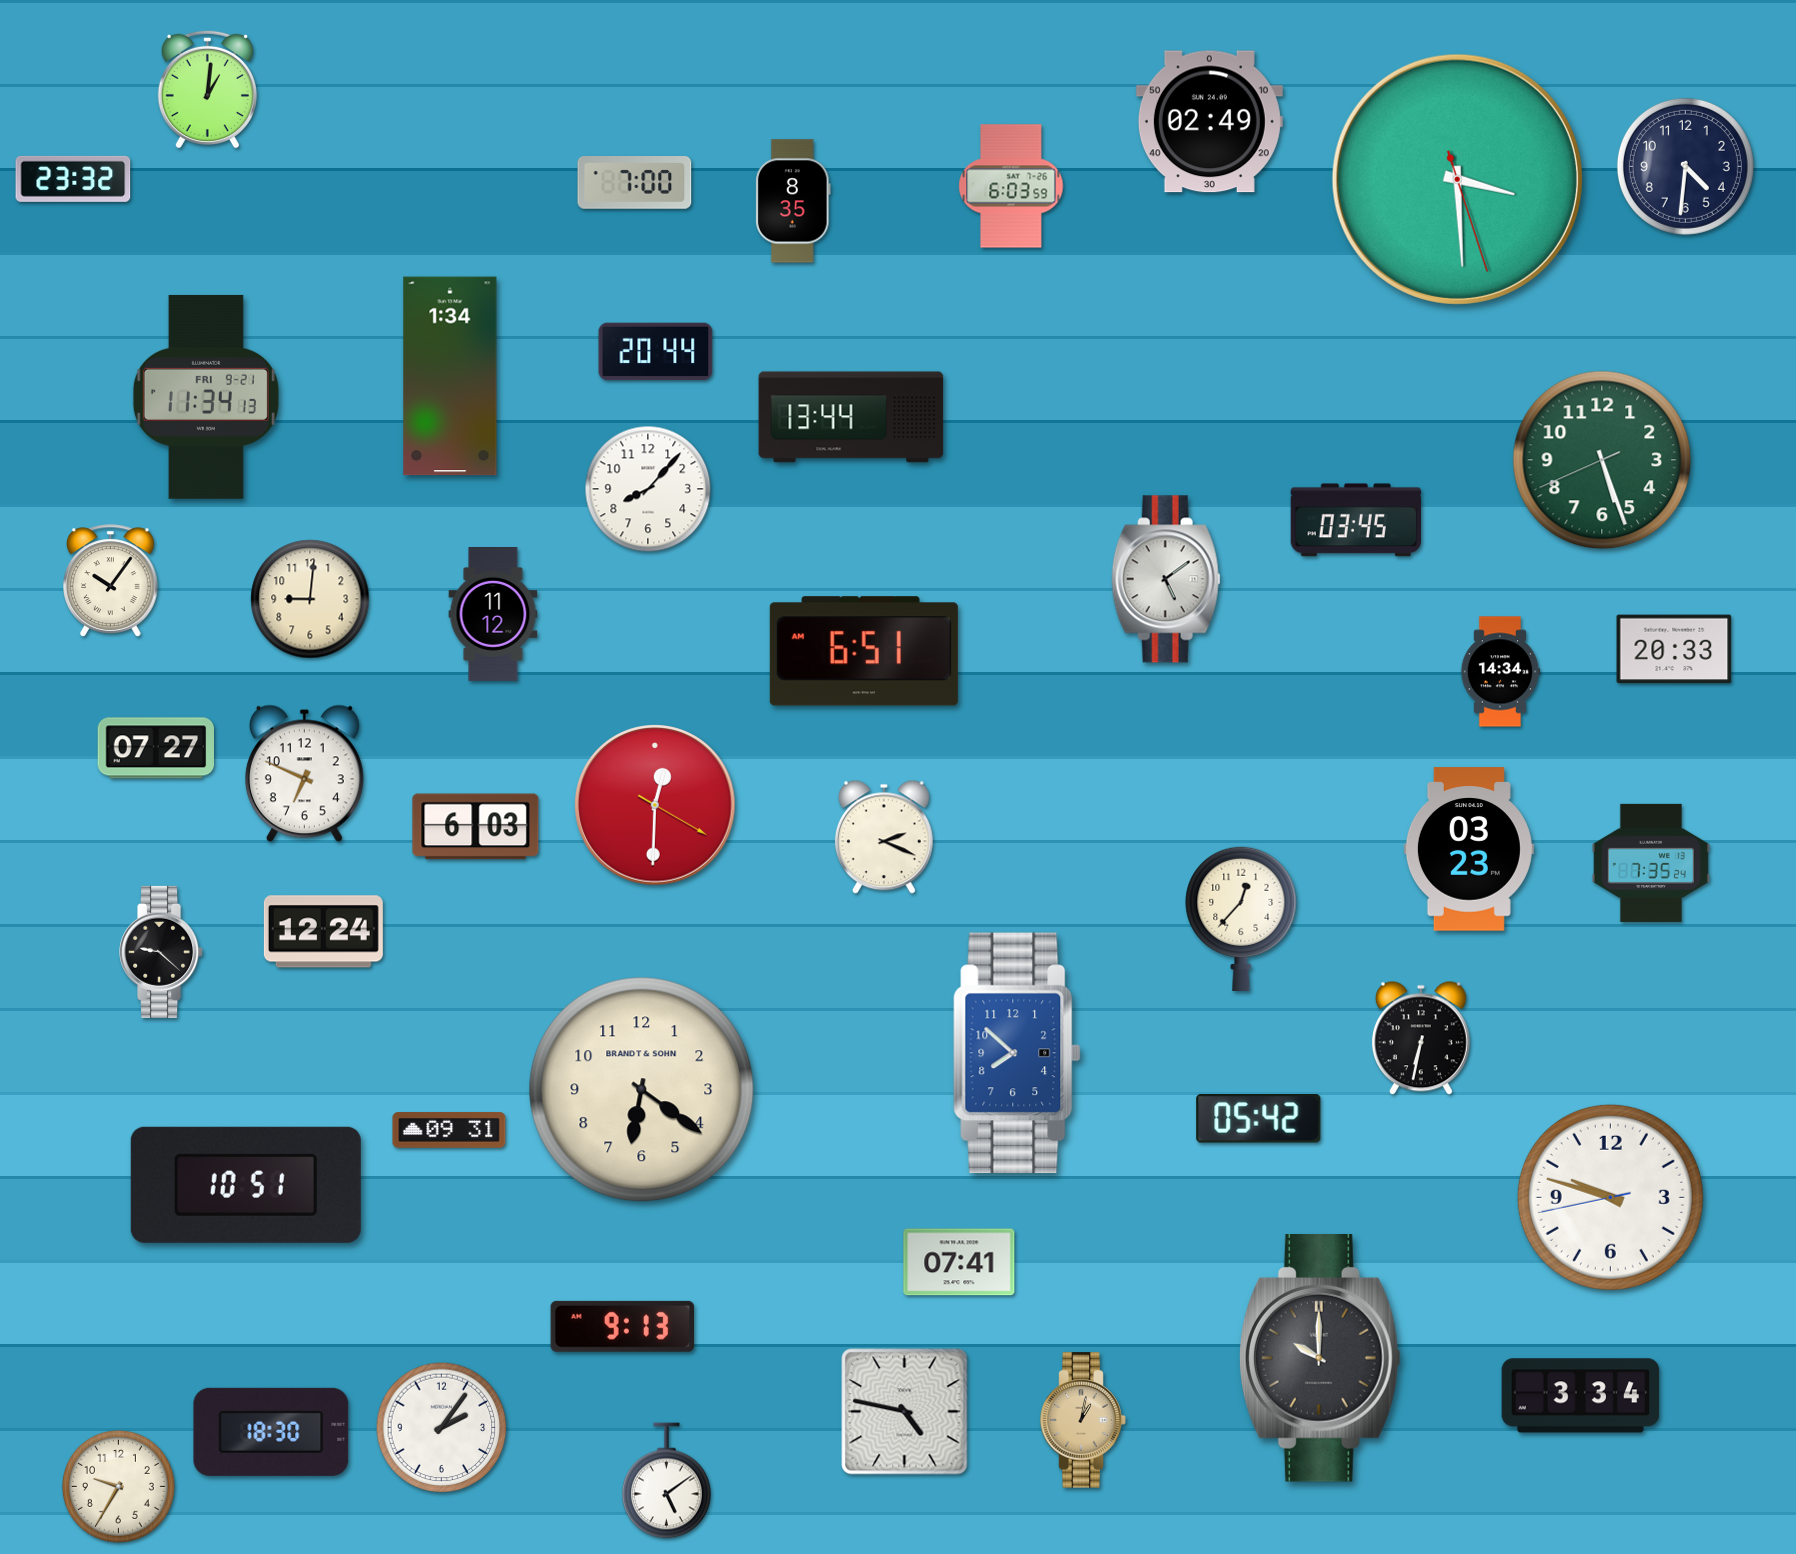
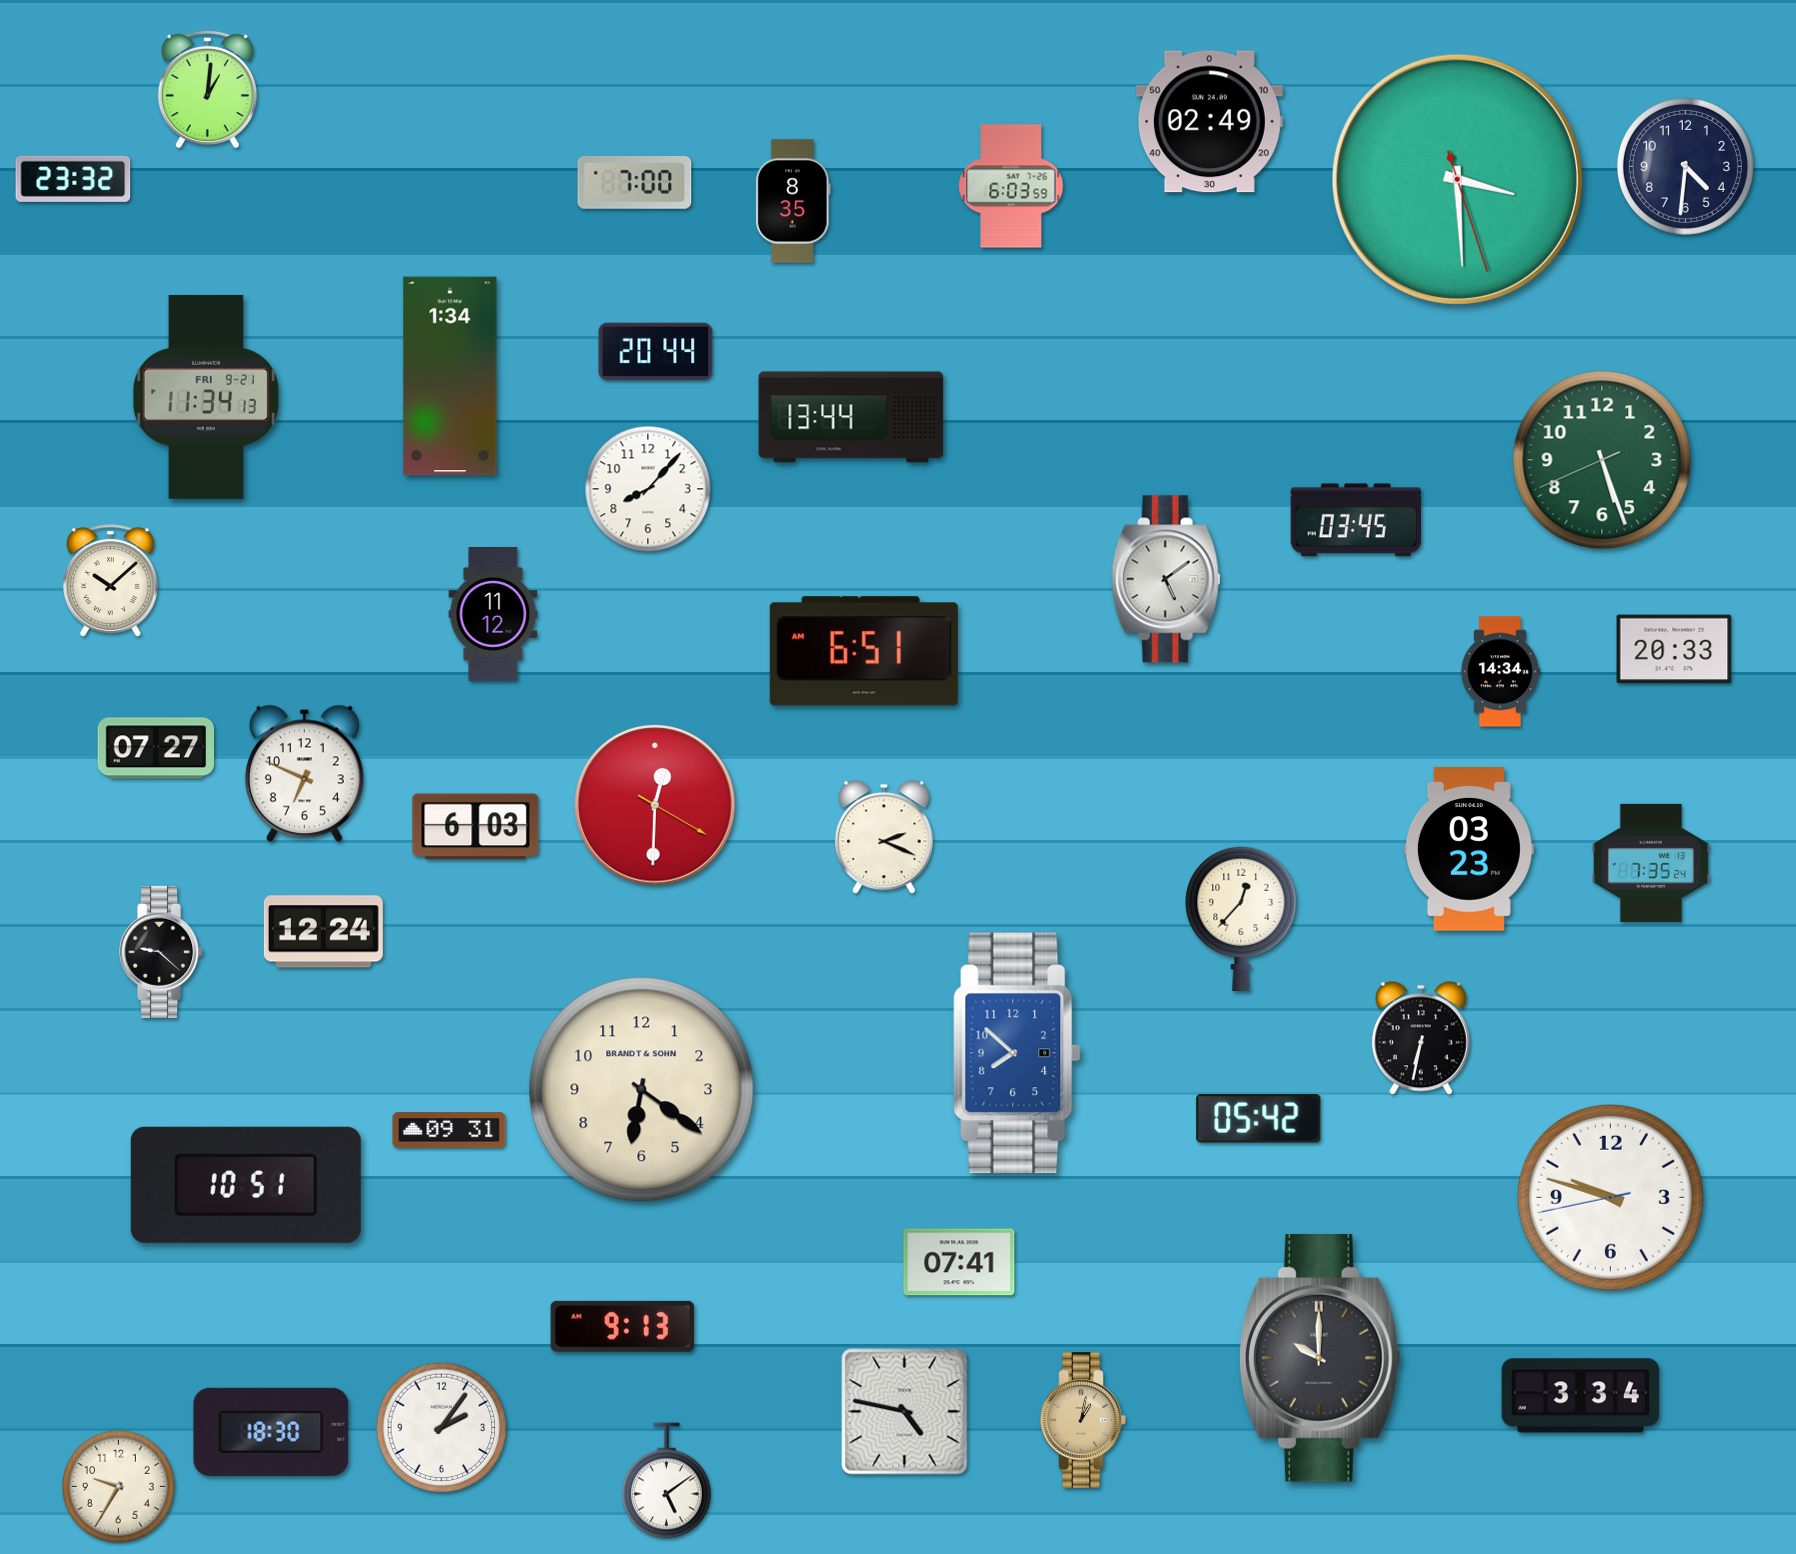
clock at (111, 581): 10:06 -> 10:08
clock at (310, 599): 9:01 -> none
